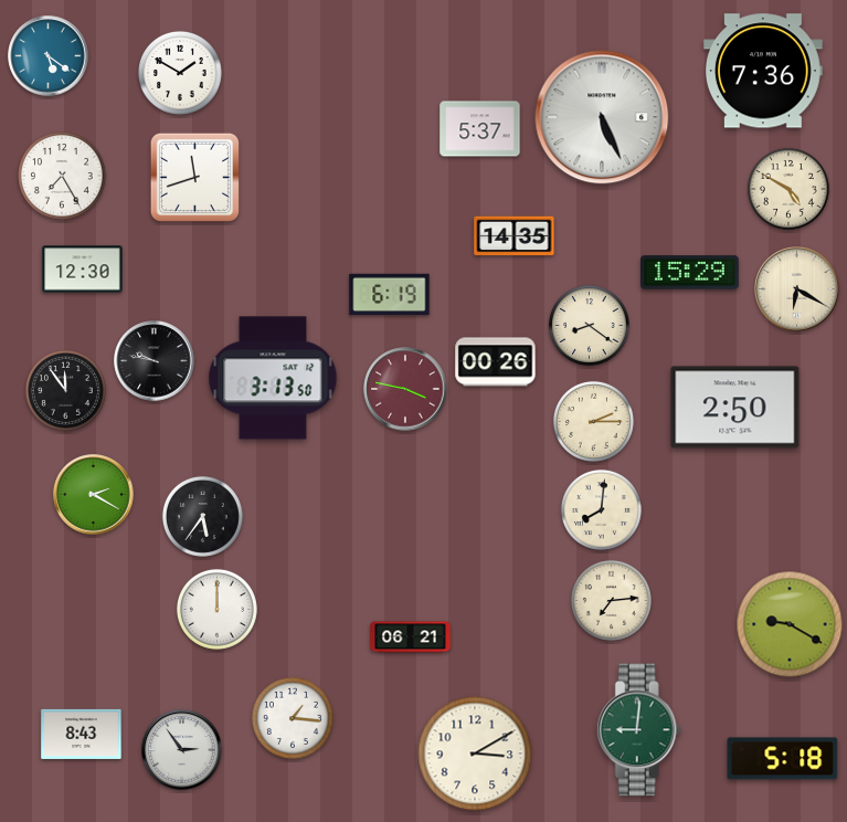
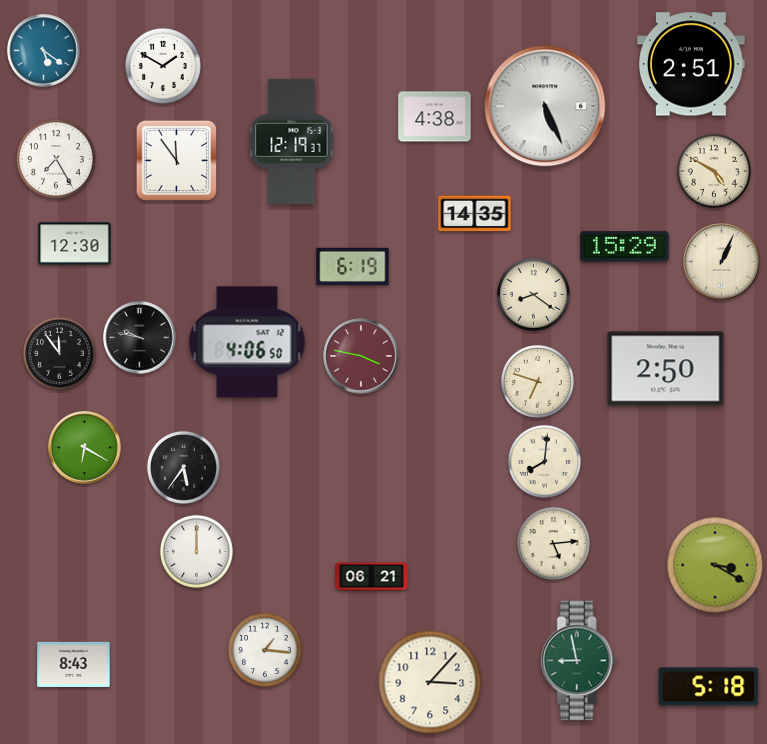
clock at (763, 71): 7:36 -> 2:51
clock at (480, 129): 5:37 -> 4:38
clock at (292, 141): none -> 12:19
clock at (194, 177): 11:42 -> 11:54
clock at (515, 236) position: (515, 236) -> (475, 214)
clock at (797, 289): 6:20 -> 1:04
clock at (155, 361) position: (155, 361) -> (140, 338)
clock at (496, 362): 00:26 -> none
clock at (273, 378): 3:13 -> 4:06
clock at (405, 389) position: (405, 389) -> (361, 356)
clock at (593, 421): 2:15 -> 6:48
clock at (94, 495): 2:20 -> 6:20
clock at (611, 600): 7:14 -> 5:14
clock at (790, 624): 9:20 -> 3:20
clock at (638, 730): 9:01 -> 8:58
clock at (182, 750): 2:54 -> none
clock at (475, 753): 3:10 -> 3:07
